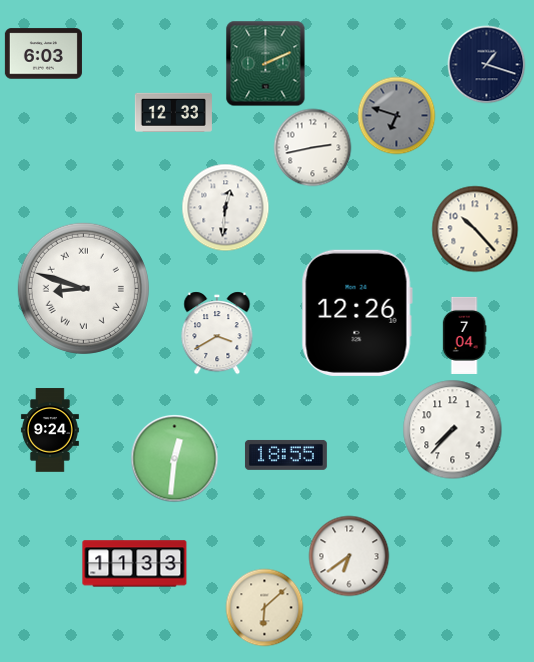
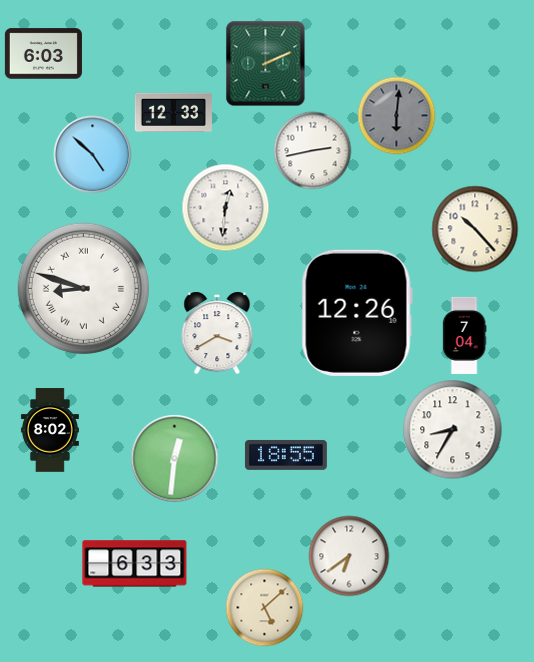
clock at (486, 64): 1:18 -> none
clock at (396, 115): 6:48 -> 6:01
clock at (312, 147) position: (312, 147) -> (312, 150)
clock at (92, 154): none -> 4:52
clock at (50, 430): 9:24 -> 8:02
clock at (453, 430): 7:37 -> 8:35
clock at (135, 564): 11:33 -> 6:33
clock at (264, 607): 6:08 -> 5:08
